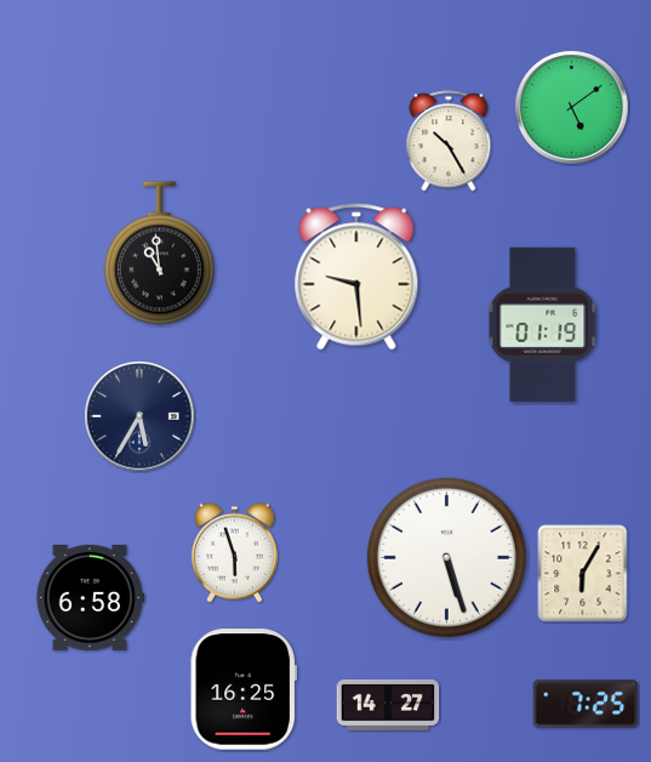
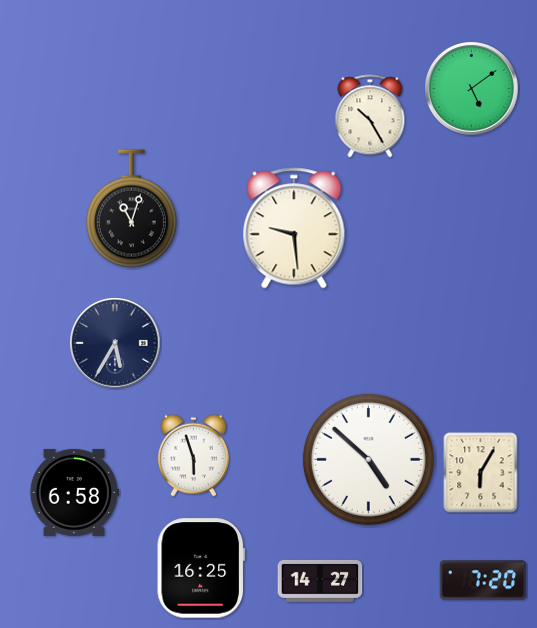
clock at (159, 254): 10:59 -> 11:03
clock at (543, 324): 01:19 -> none
clock at (446, 557): 5:27 -> 4:52
clock at (586, 704): 7:25 -> 7:20
